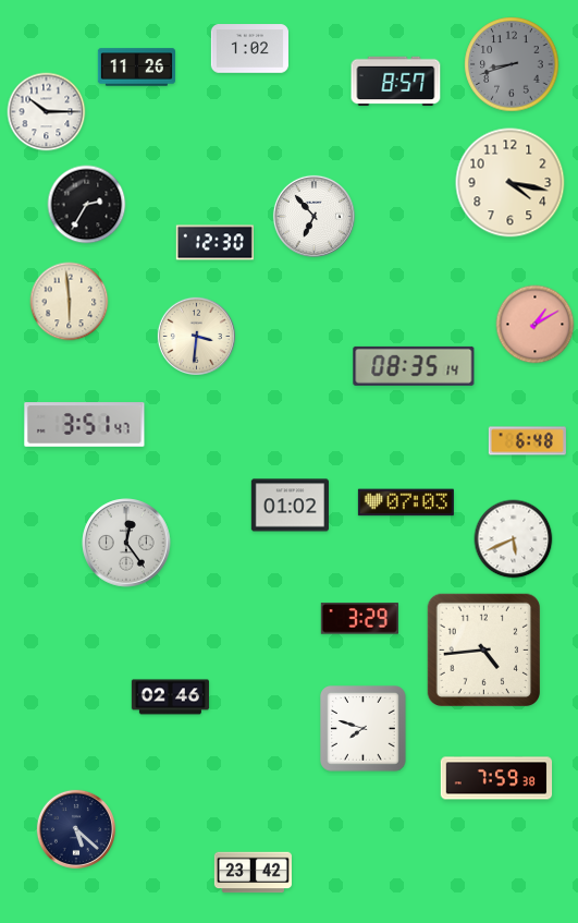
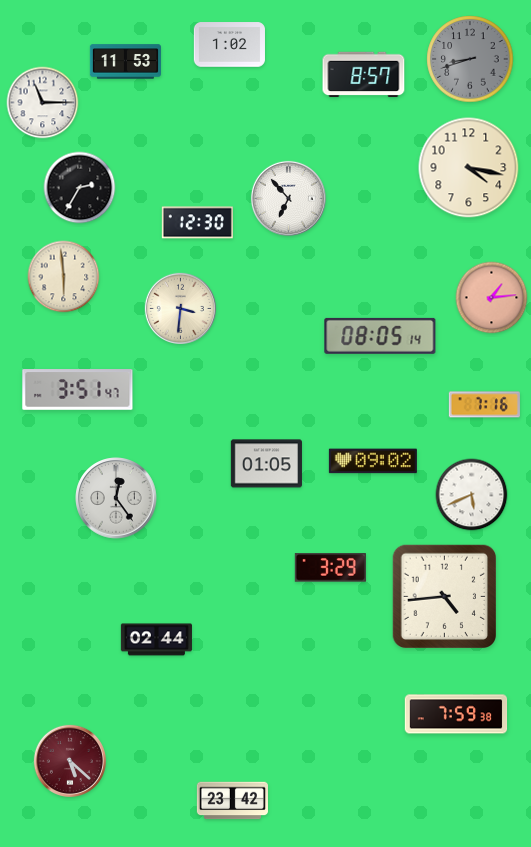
clock at (136, 68): 11:26 -> 11:53
clock at (47, 112): 10:15 -> 11:15
clock at (536, 325): 1:10 -> 1:14
clock at (414, 366): 08:35 -> 08:05
clock at (527, 441): 6:48 -> 7:16
clock at (406, 502): 07:03 -> 09:02
clock at (290, 506): 01:02 -> 01:05
clock at (170, 697): 02:46 -> 02:44
clock at (364, 729): 7:48 -> none
clock at (76, 829) dial: navy -> burgundy
